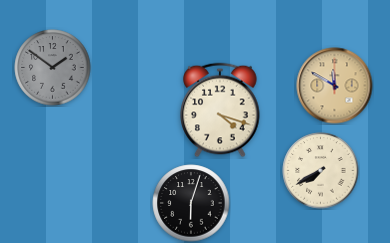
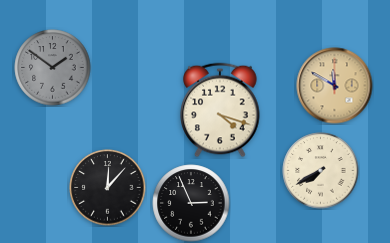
clock at (108, 188): none -> 12:07
clock at (191, 203): 6:03 -> 2:56
